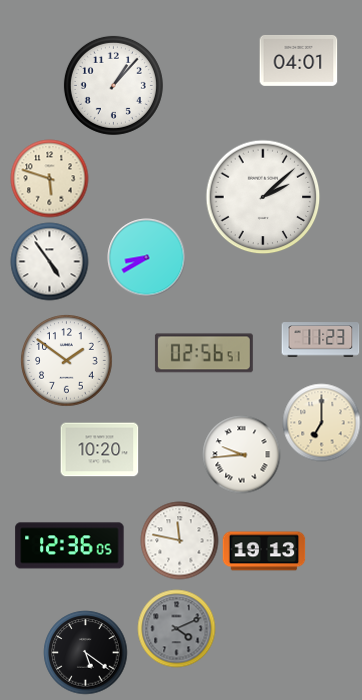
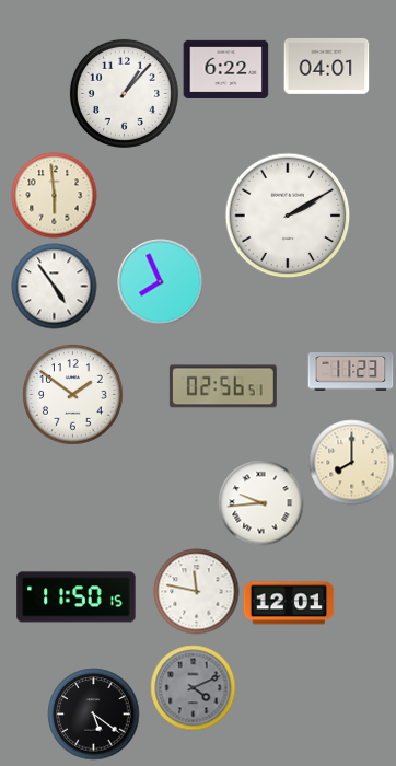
clock at (225, 69): none -> 6:22
clock at (49, 178): 5:48 -> 5:59
clock at (263, 197): 2:08 -> 2:10
clock at (146, 257): 8:40 -> 7:56
clock at (321, 422): 7:00 -> 8:00
clock at (99, 450): 10:20 -> none
clock at (241, 454) position: (241, 454) -> (260, 502)
clock at (70, 546): 12:36 -> 11:50
clock at (264, 551): 19:13 -> 12:01
